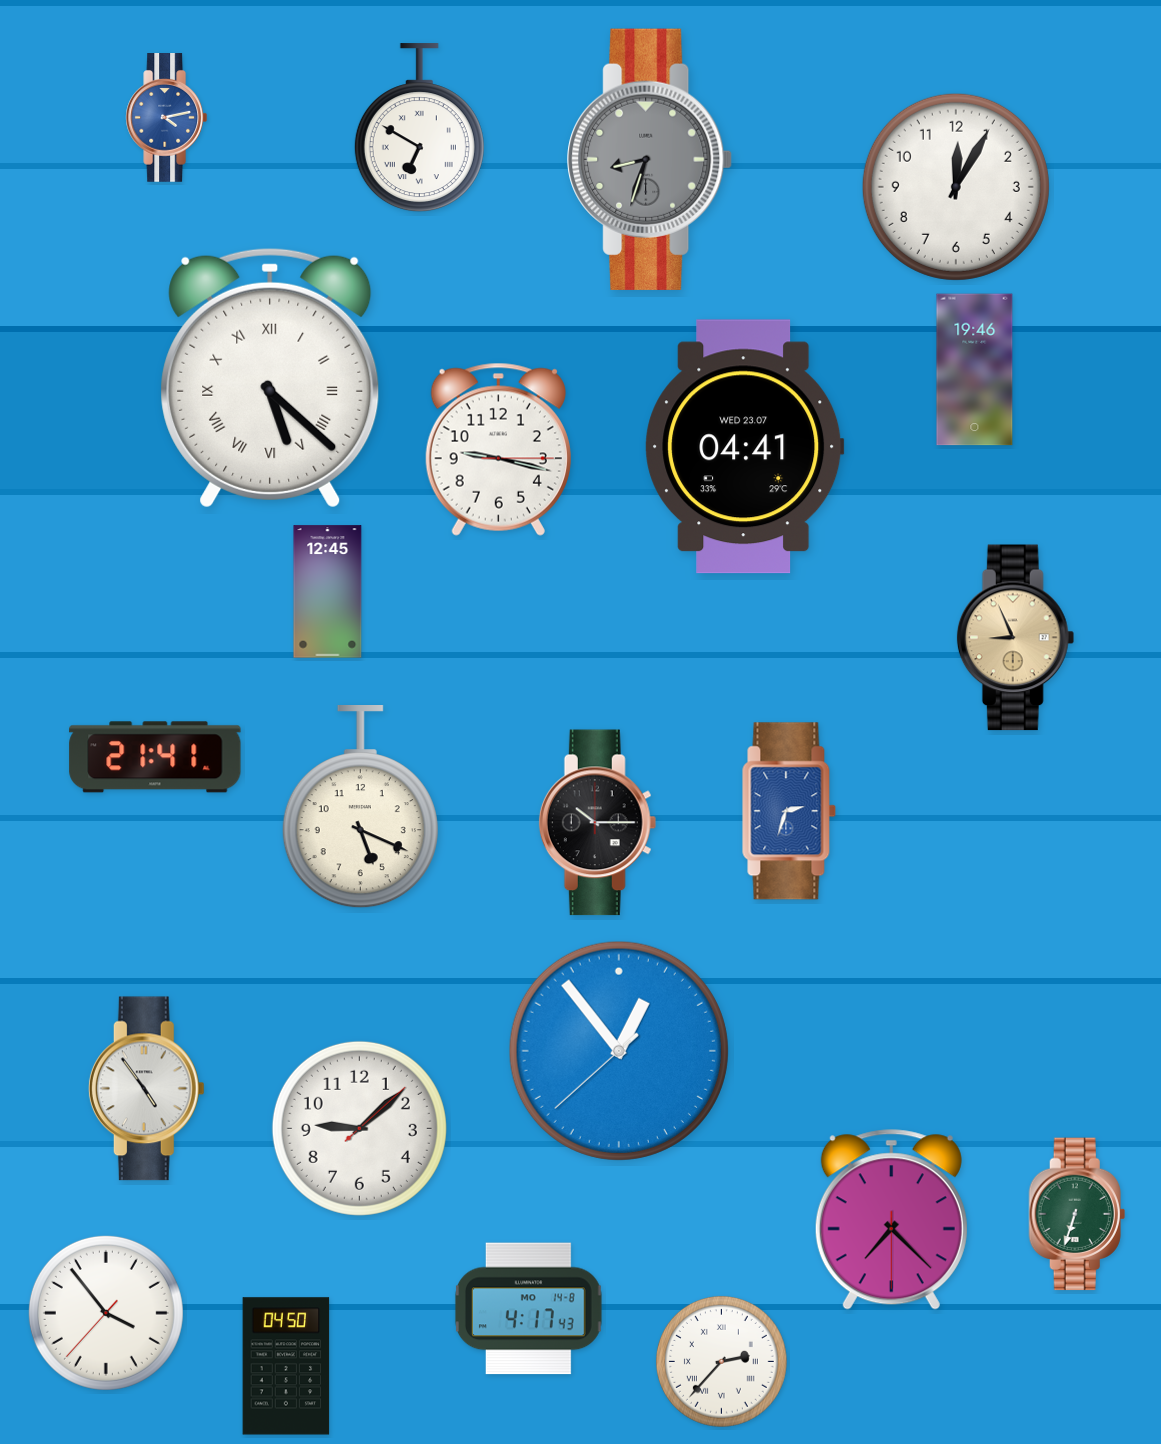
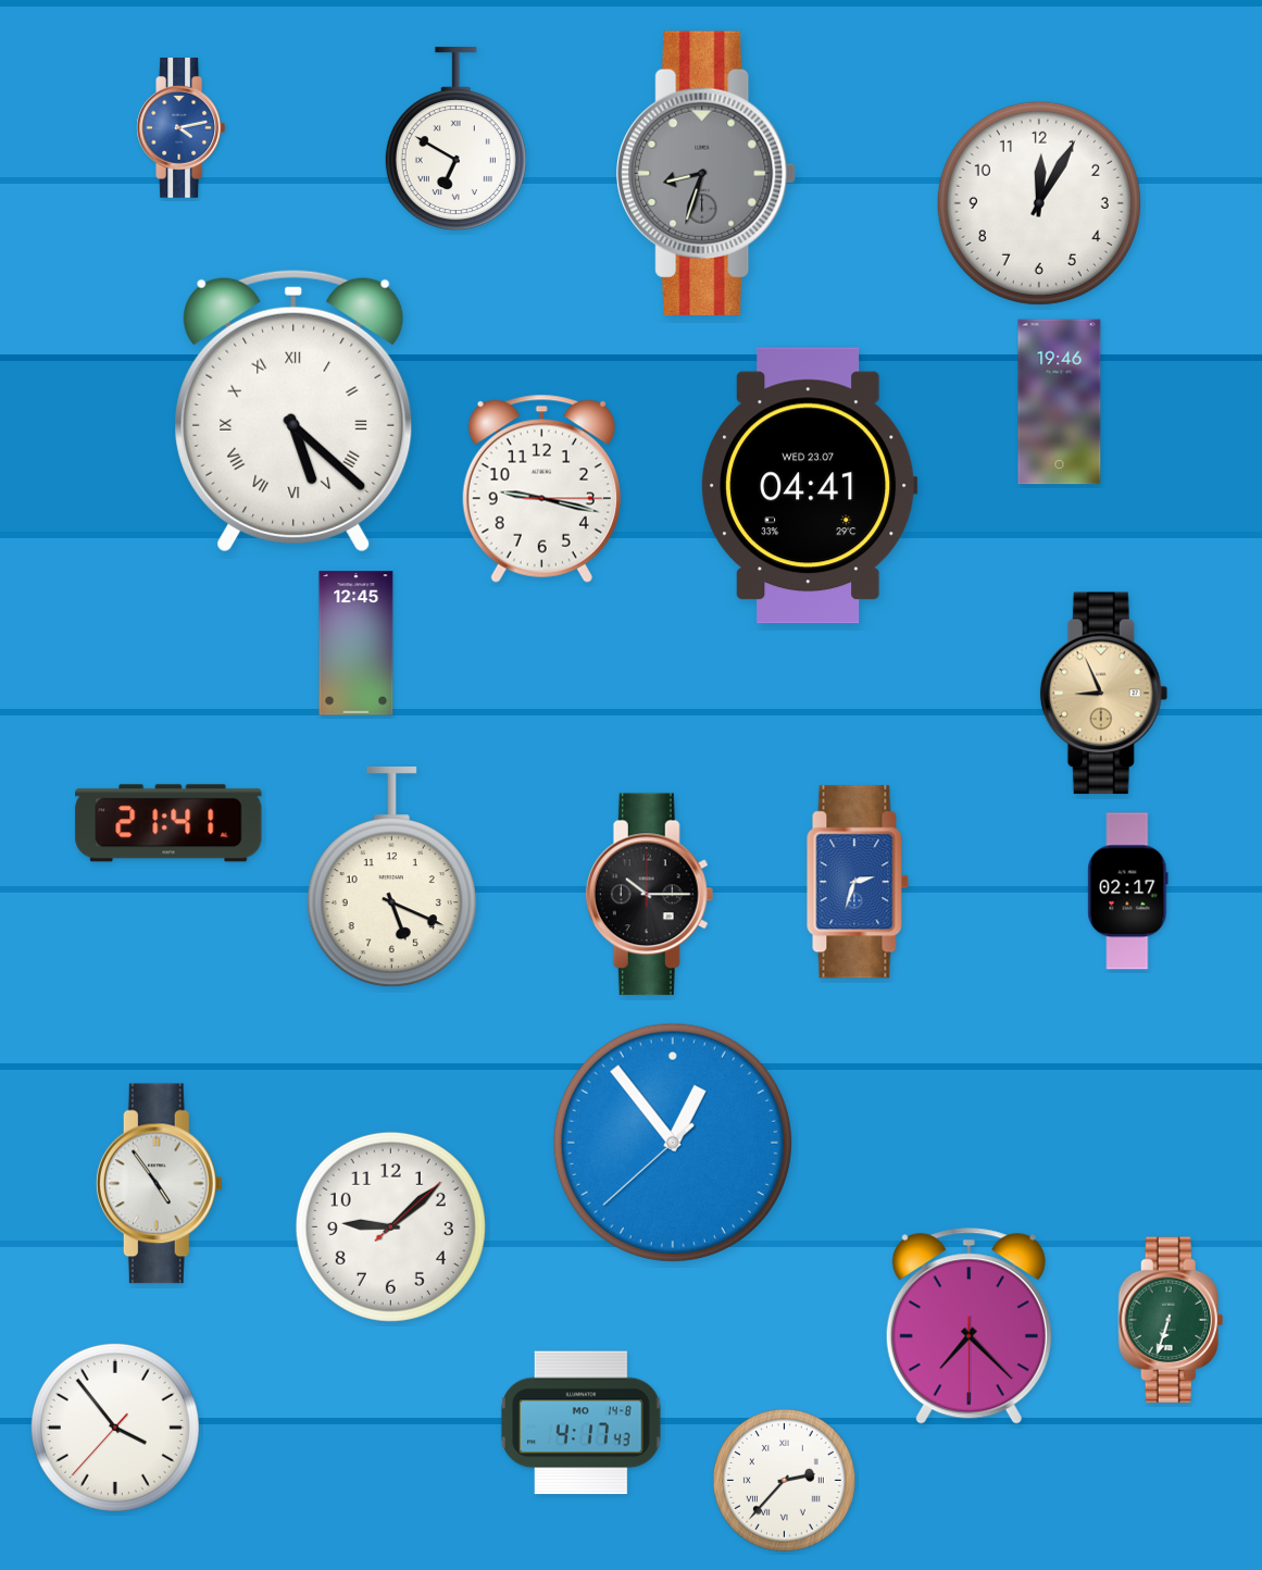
clock at (1128, 892): none -> 02:17
clock at (528, 1309) position: (528, 1309) -> (580, 1423)
clock at (286, 1366): 04:50 -> none
